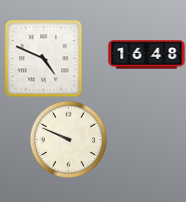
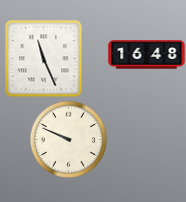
clock at (43, 58): 4:49 -> 11:26
